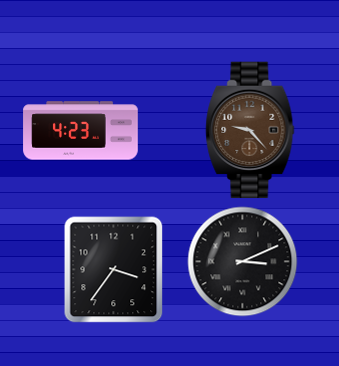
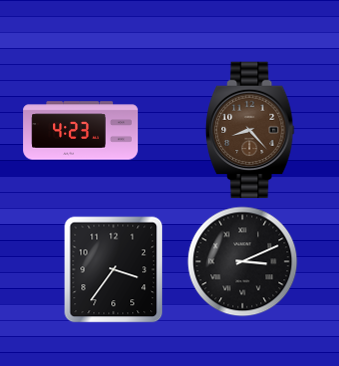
clock at (250, 130): 9:23 -> 8:23
